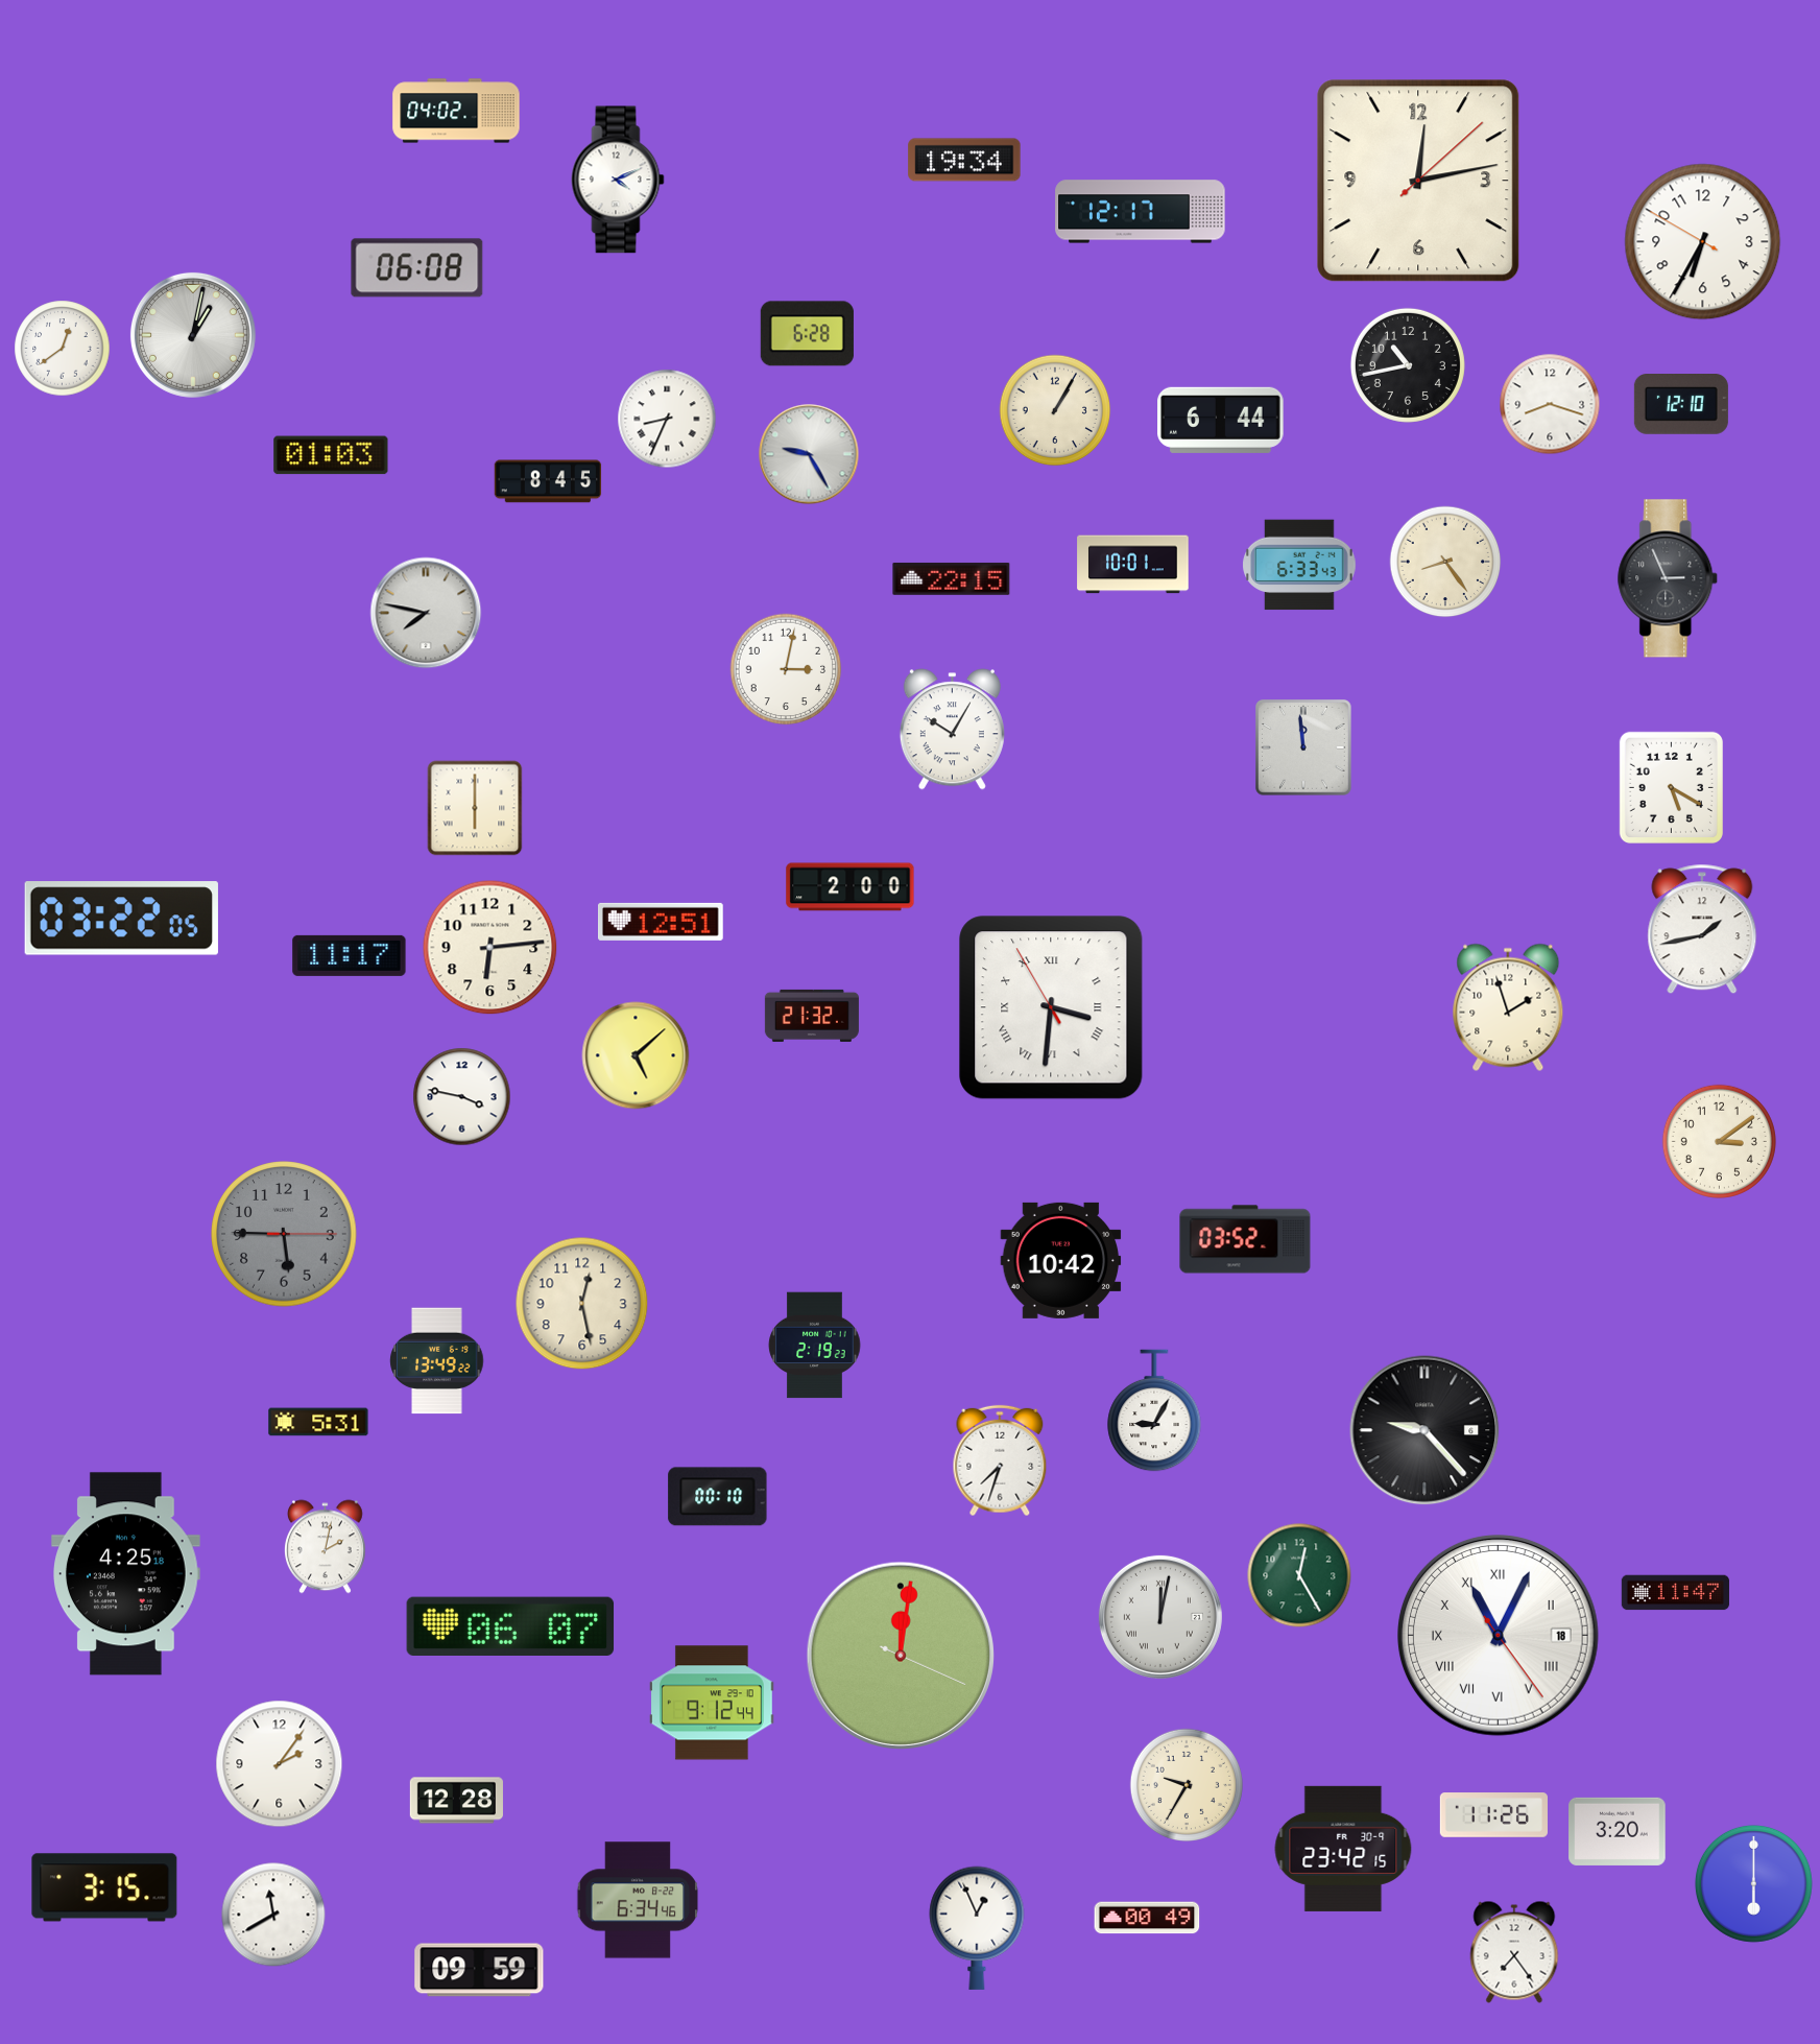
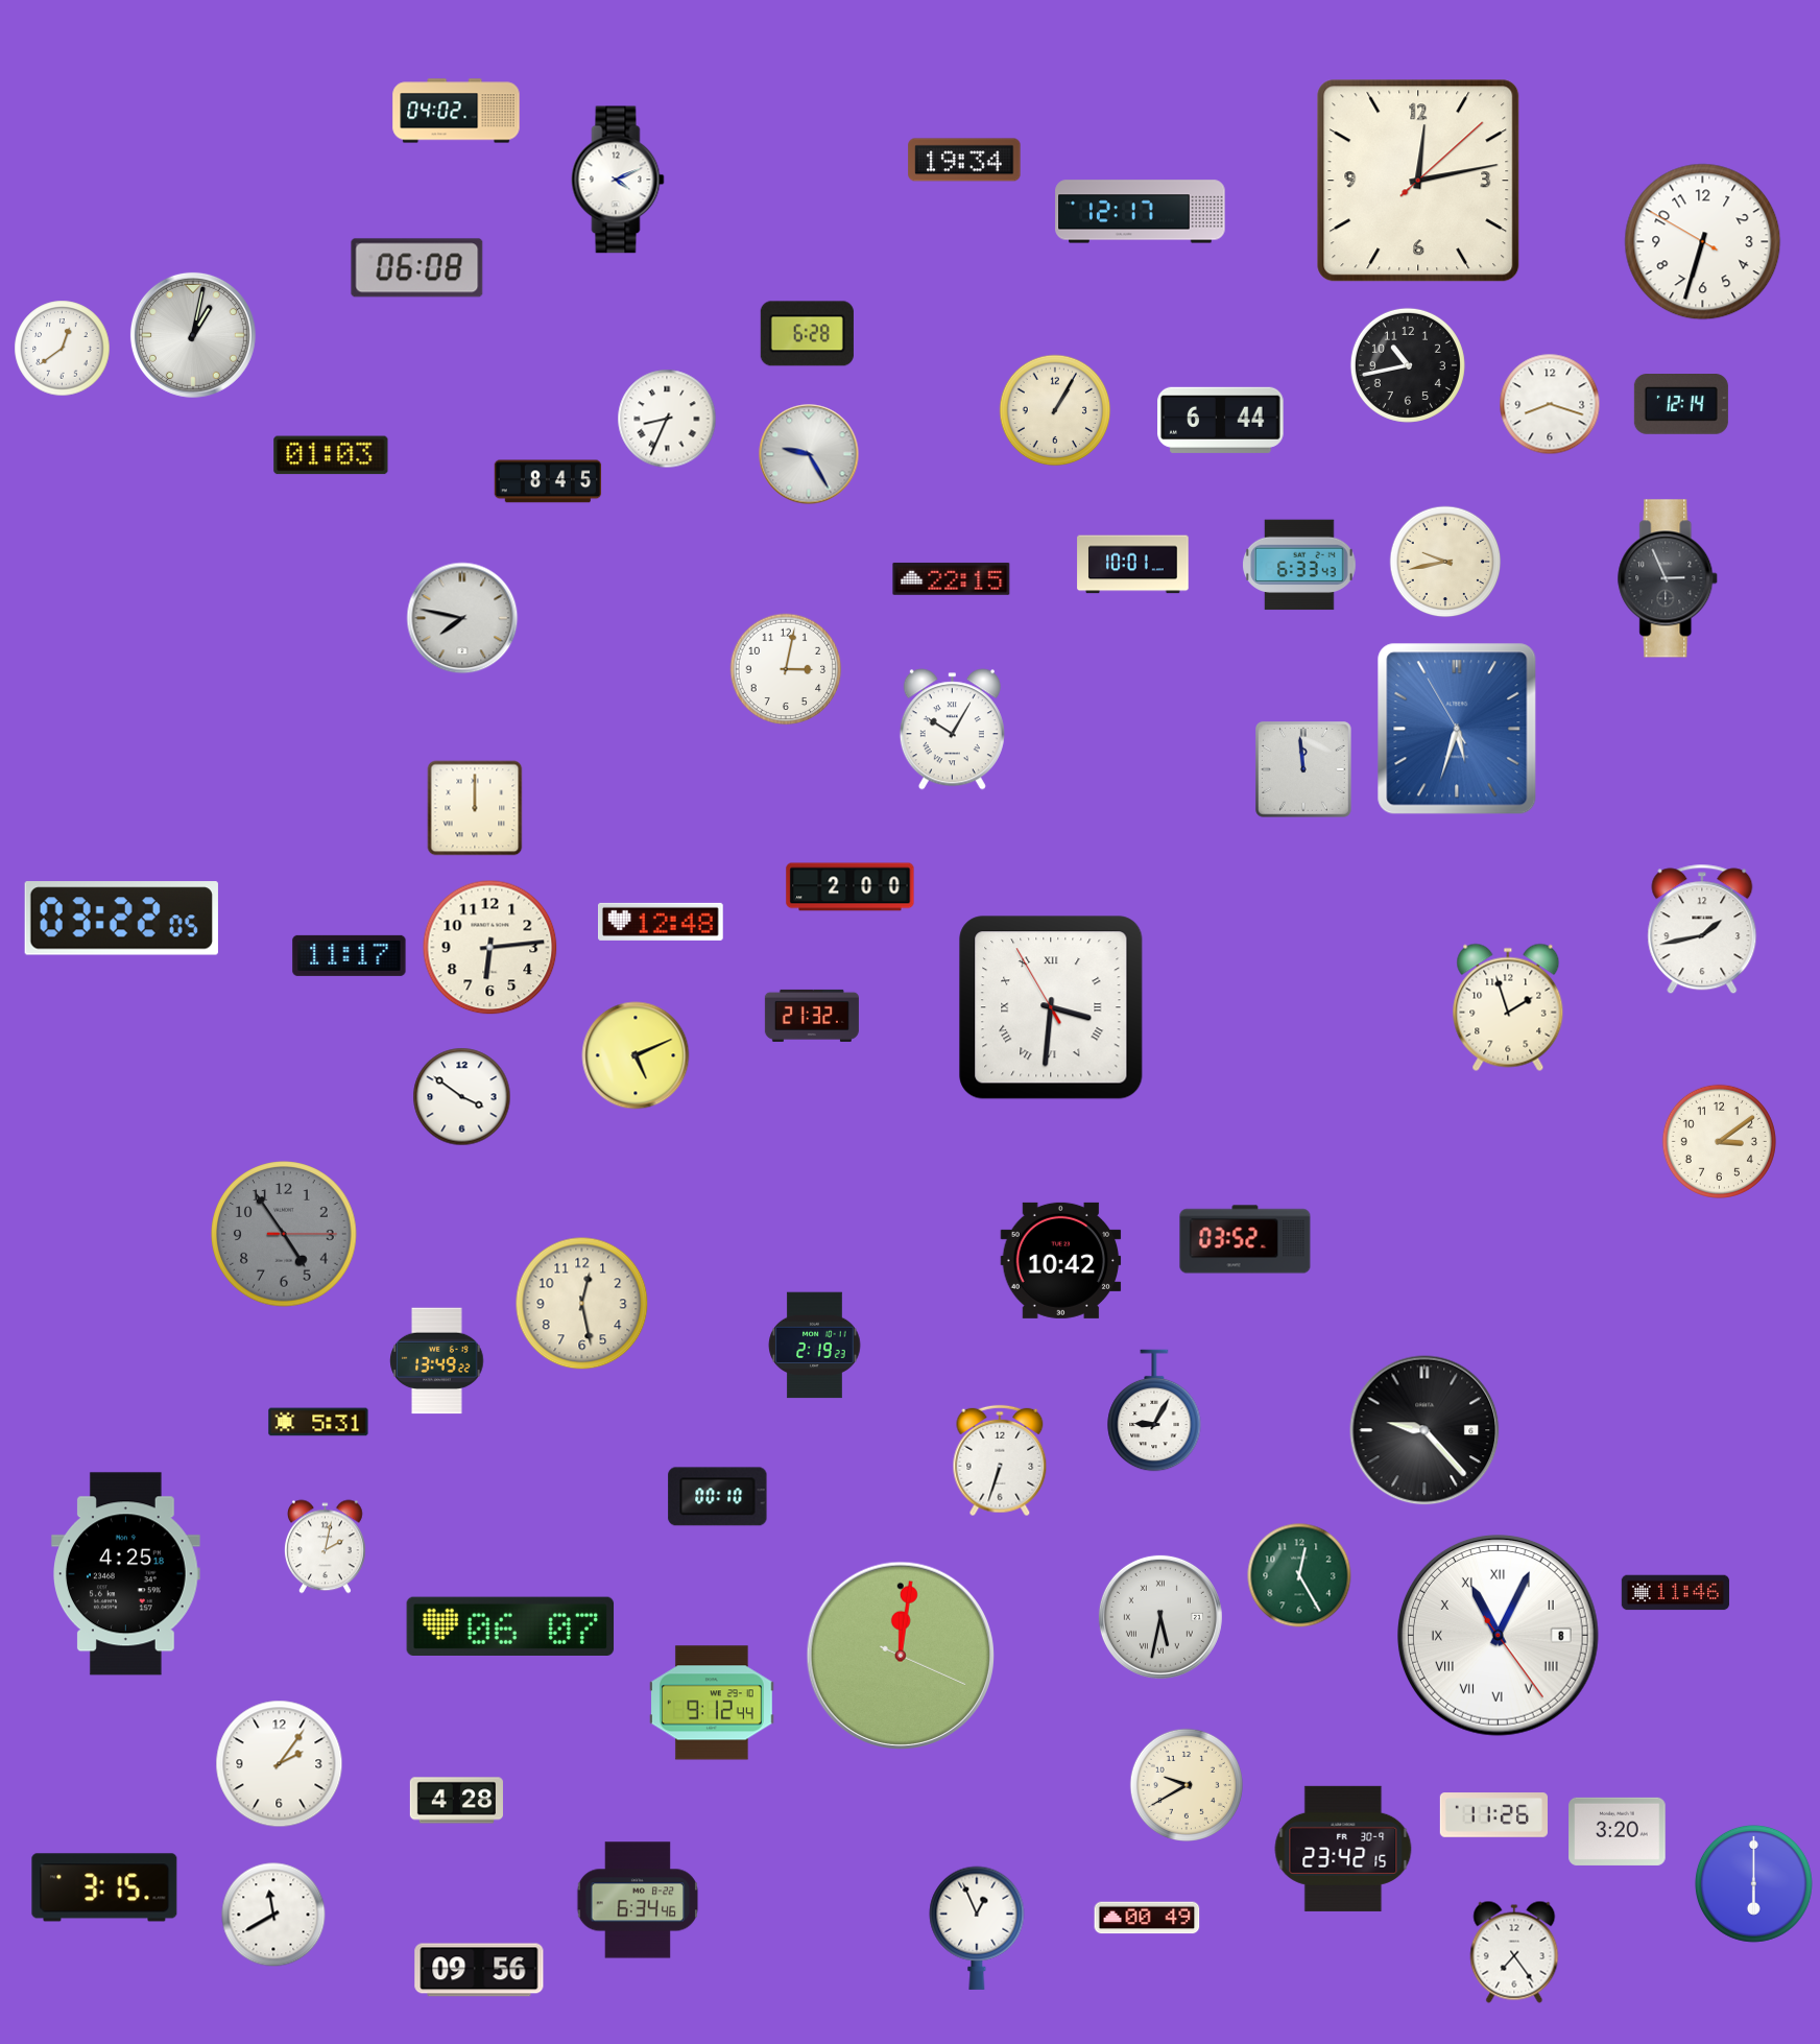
clock at (1703, 242): 6:34 -> 6:32
clock at (1681, 405): 12:10 -> 12:14
clock at (1445, 562): 8:24 -> 9:43
clock at (426, 613) position: (426, 613) -> (462, 618)
clock at (1457, 729): none -> 5:32
clock at (1304, 748) position: (1304, 748) -> (1304, 770)
clock at (1671, 787): 5:20 -> none
clock at (475, 808): 6:00 -> 12:00
clock at (662, 922): 12:51 -> 12:48
clock at (636, 1055): 5:08 -> 5:11
clock at (462, 1097): 3:47 -> 3:51
clock at (284, 1234): 5:45 -> 4:54
clock at (1000, 1460): 7:33 -> 6:33
clock at (1675, 1593): 11:47 -> 11:46
clock at (1160, 1617): 12:02 -> 5:32
clock at (1499, 1636) date: 18 -> 8
clock at (1186, 1784): 9:35 -> 9:40
clock at (456, 1801): 12:28 -> 4:28
clock at (479, 1970): 09:59 -> 09:56
